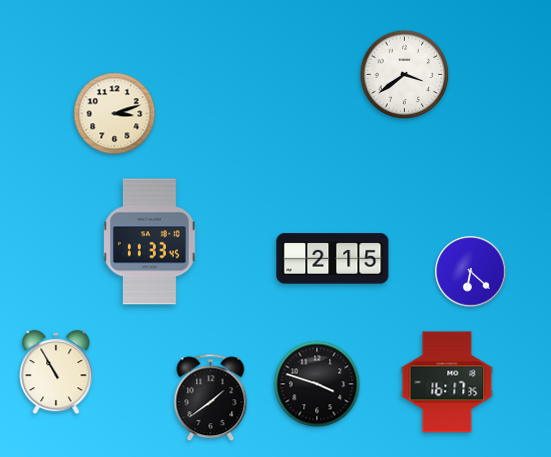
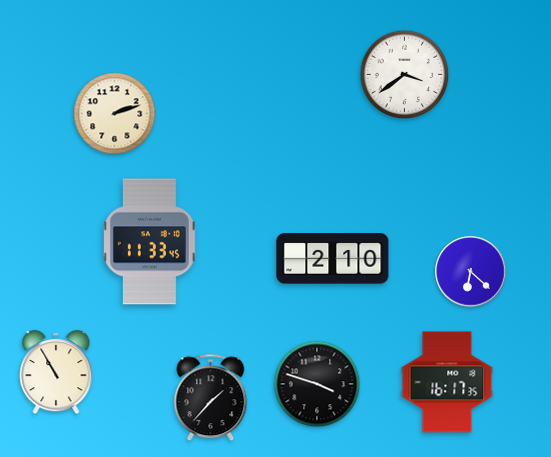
clock at (115, 114): 3:12 -> 2:12
clock at (333, 259): 2:15 -> 2:10
clock at (211, 398): 1:39 -> 1:37
